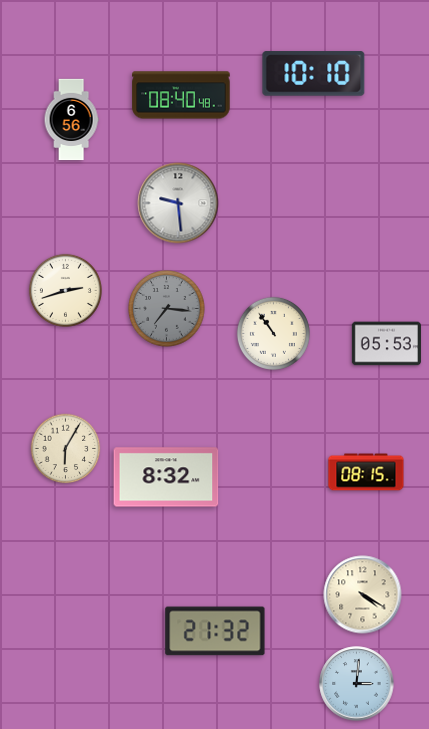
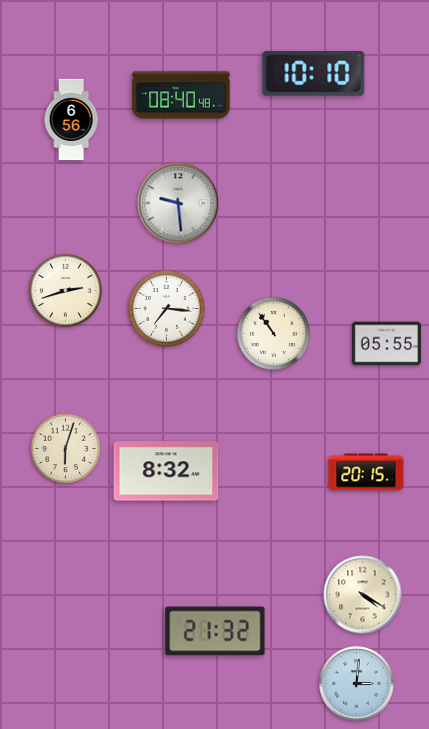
clock at (167, 309) dial: grey -> white
clock at (386, 344): 05:53 -> 05:55
clock at (66, 449): 6:05 -> 6:03
clock at (366, 472): 08:15 -> 20:15
clock at (166, 477) position: (166, 477) -> (166, 471)
